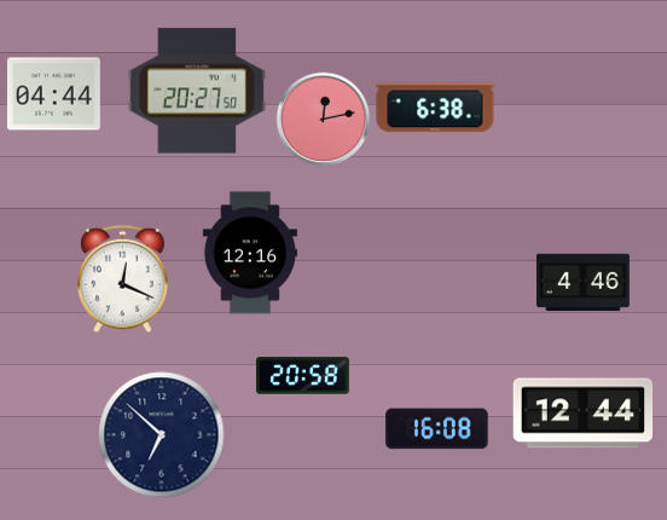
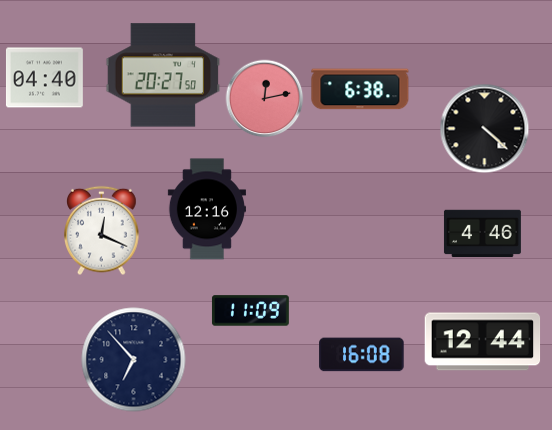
clock at (53, 94): 04:44 -> 04:40
clock at (323, 119) position: (323, 119) -> (264, 98)
clock at (484, 128): none -> 4:22
clock at (302, 376): 20:58 -> 11:09
clock at (162, 435): 6:52 -> 6:53
